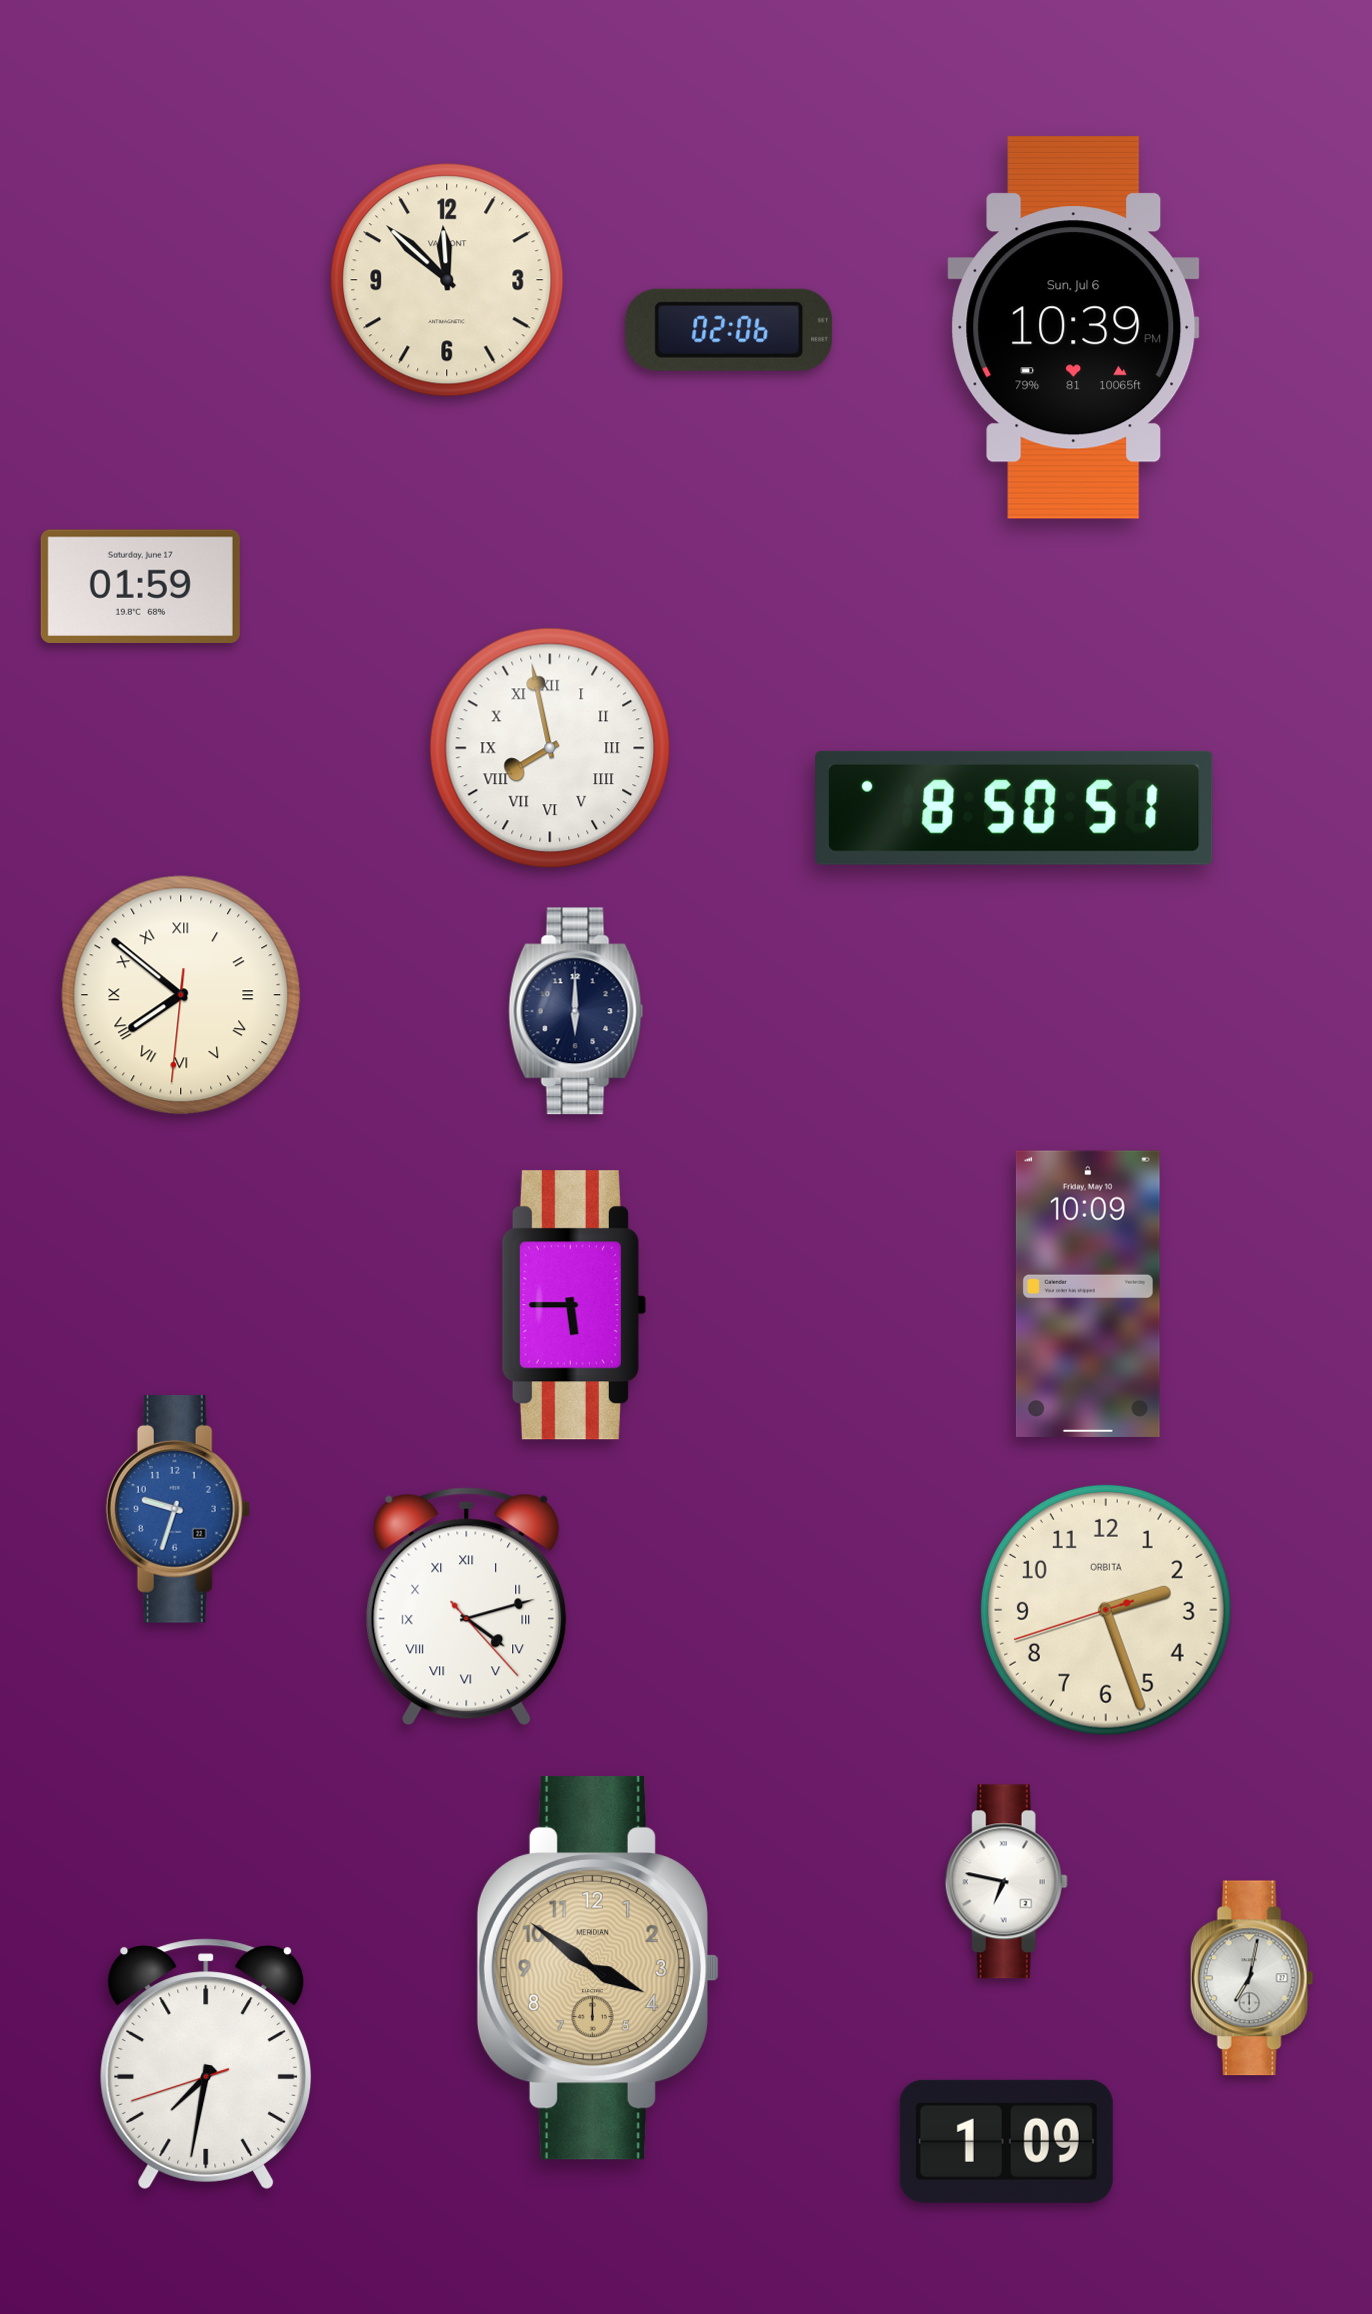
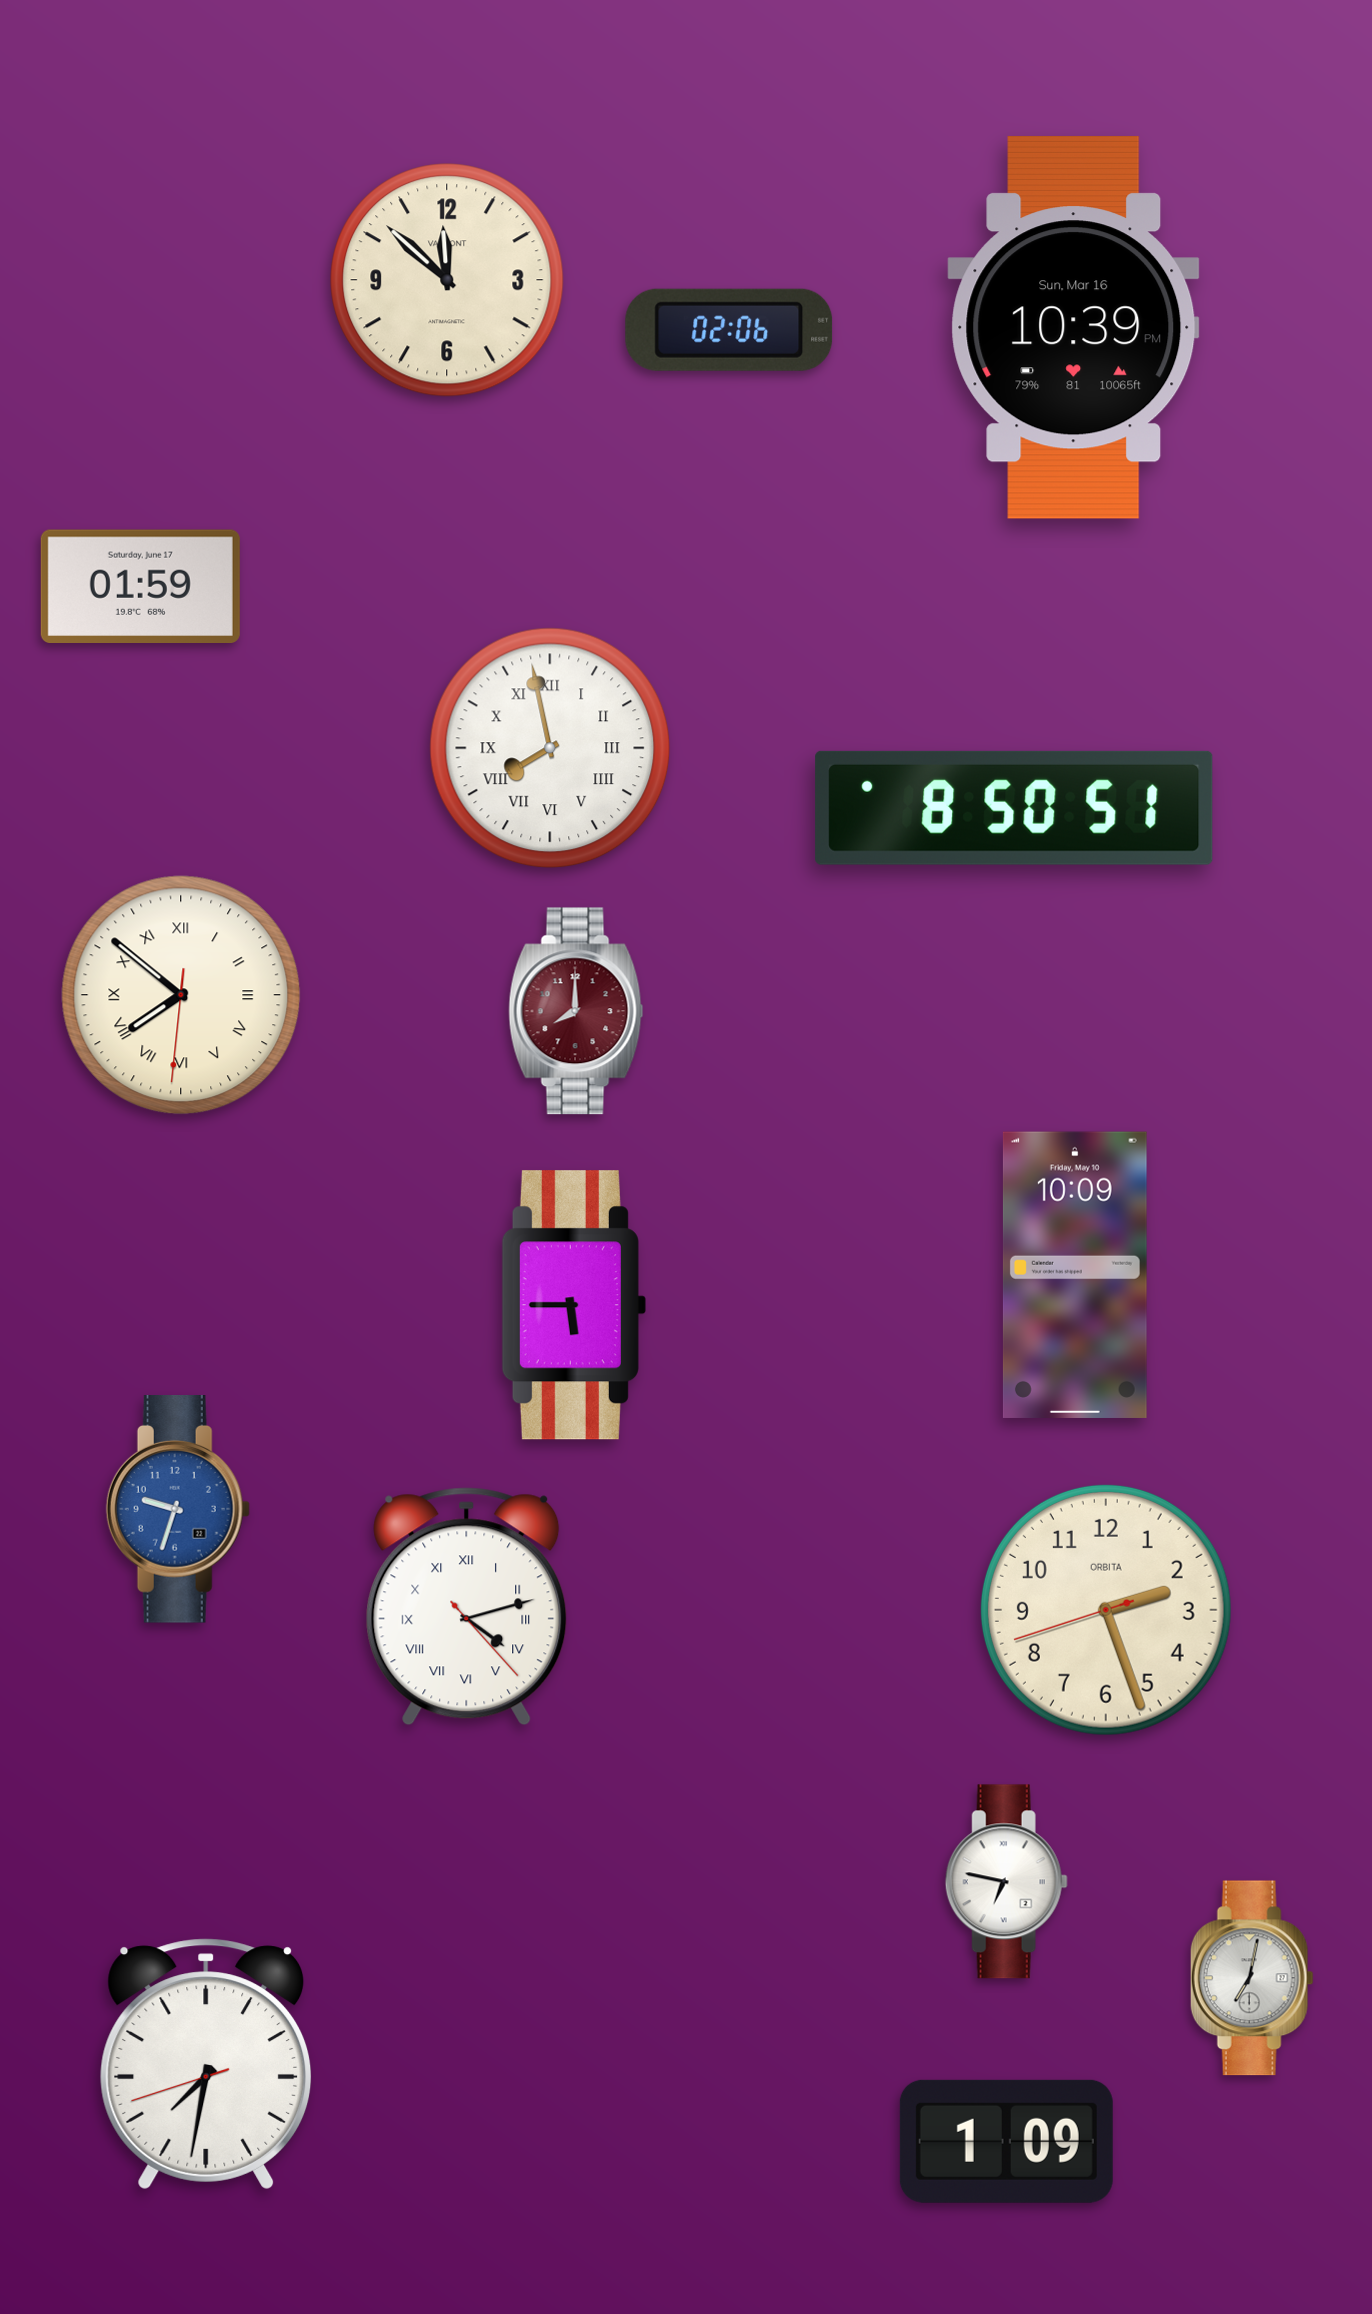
clock at (1074, 327) date: Sun, Jul 6 -> Sun, Mar 16
clock at (576, 1011): 6:00 -> 8:00
clock at (576, 1011) dial: navy -> burgundy
clock at (1088, 1294) position: (1088, 1294) -> (1075, 1275)
clock at (597, 1968): 3:51 -> none
